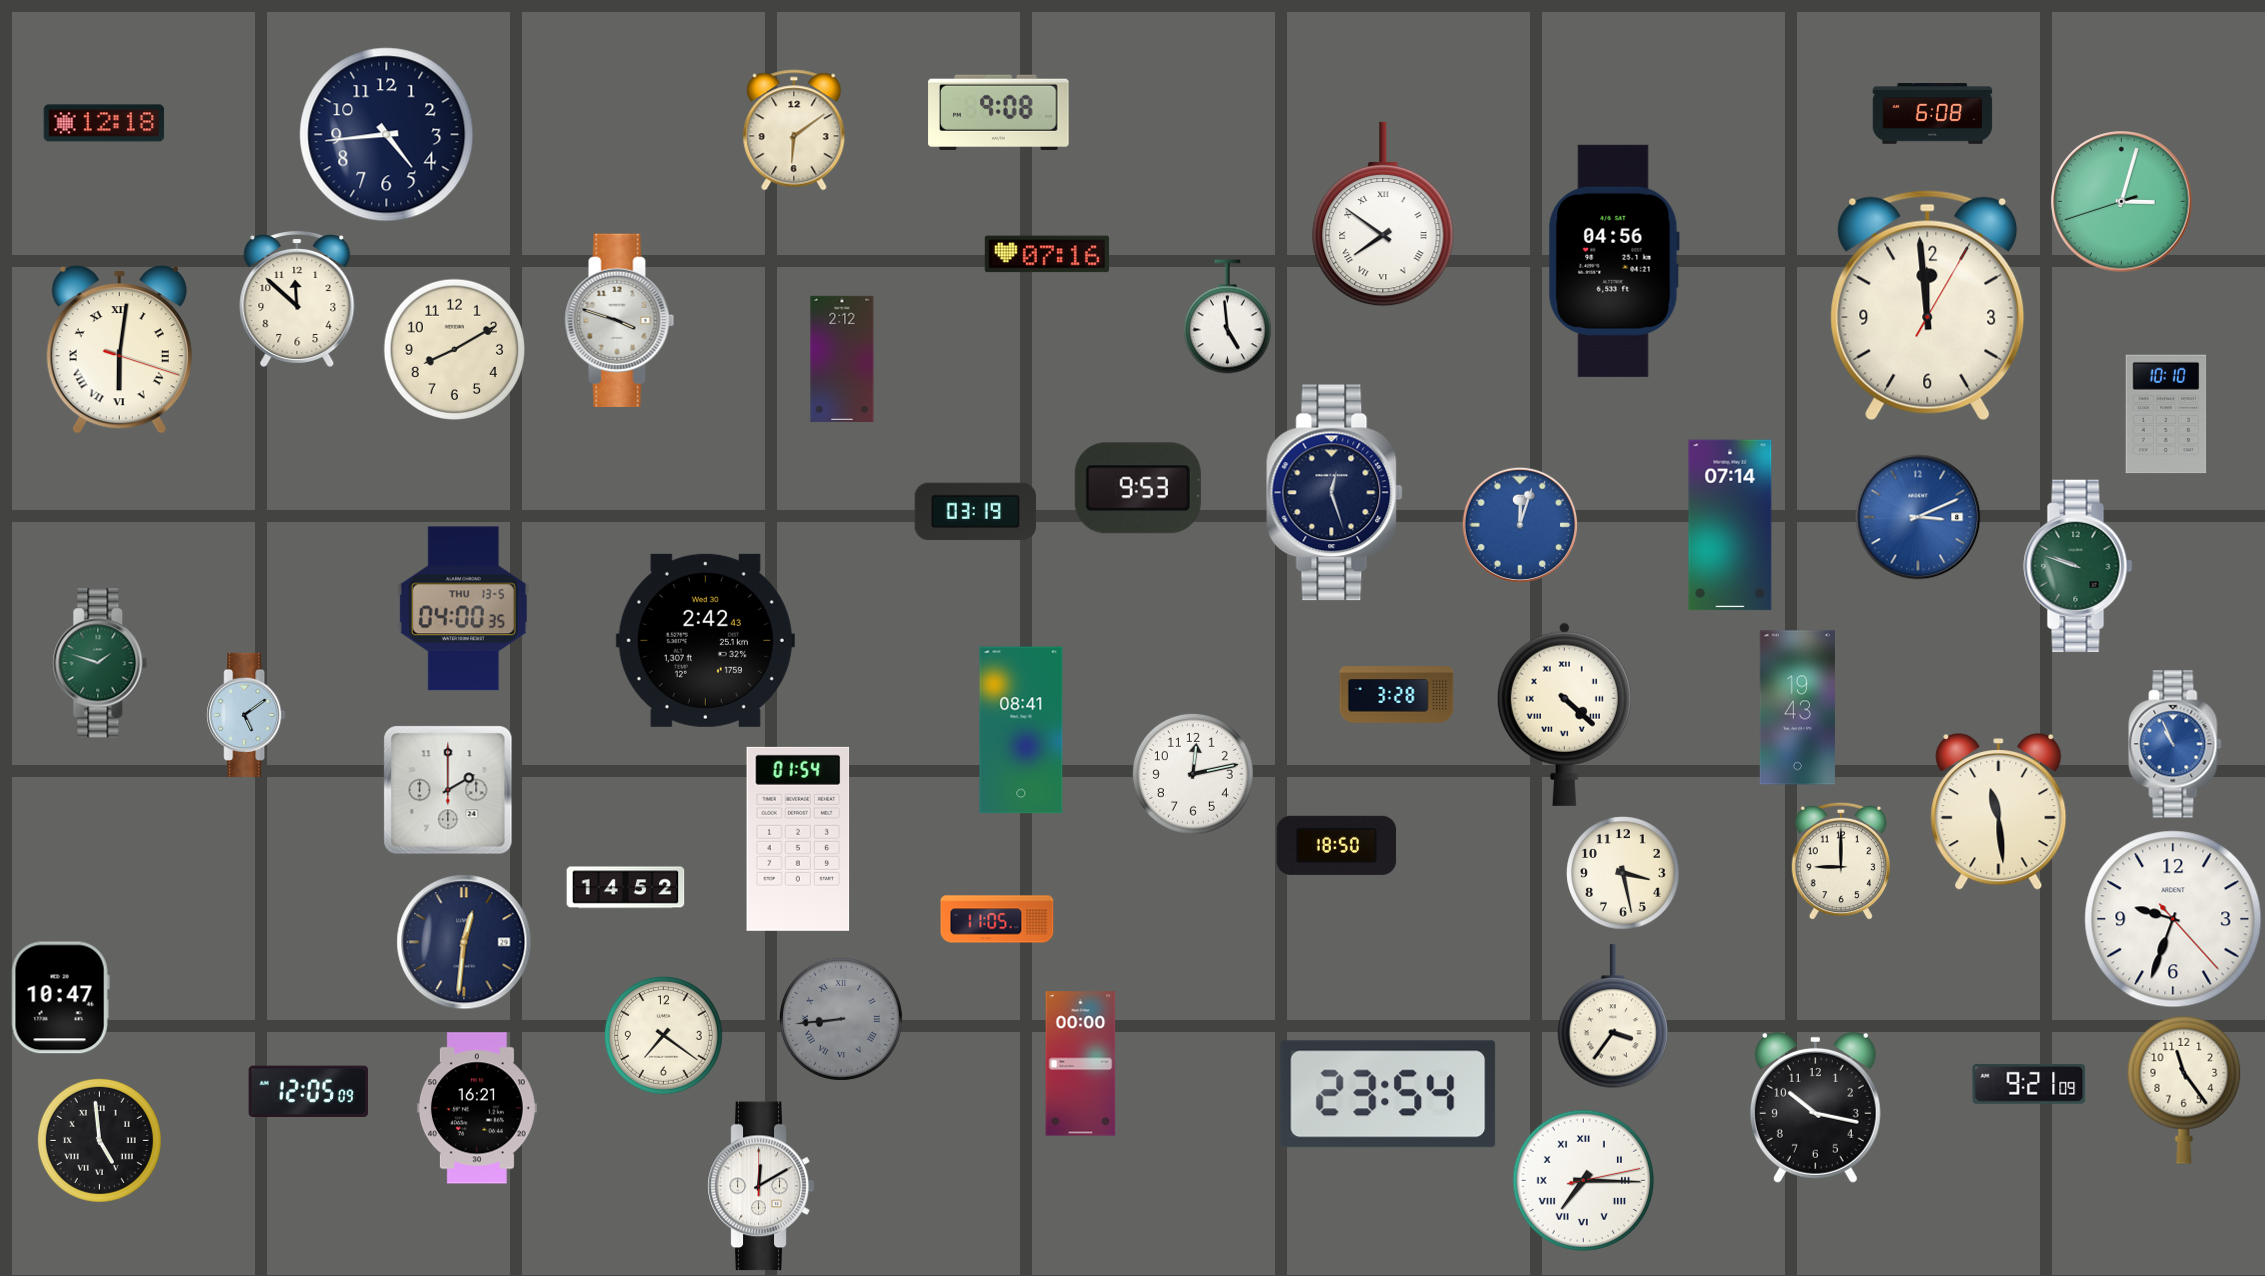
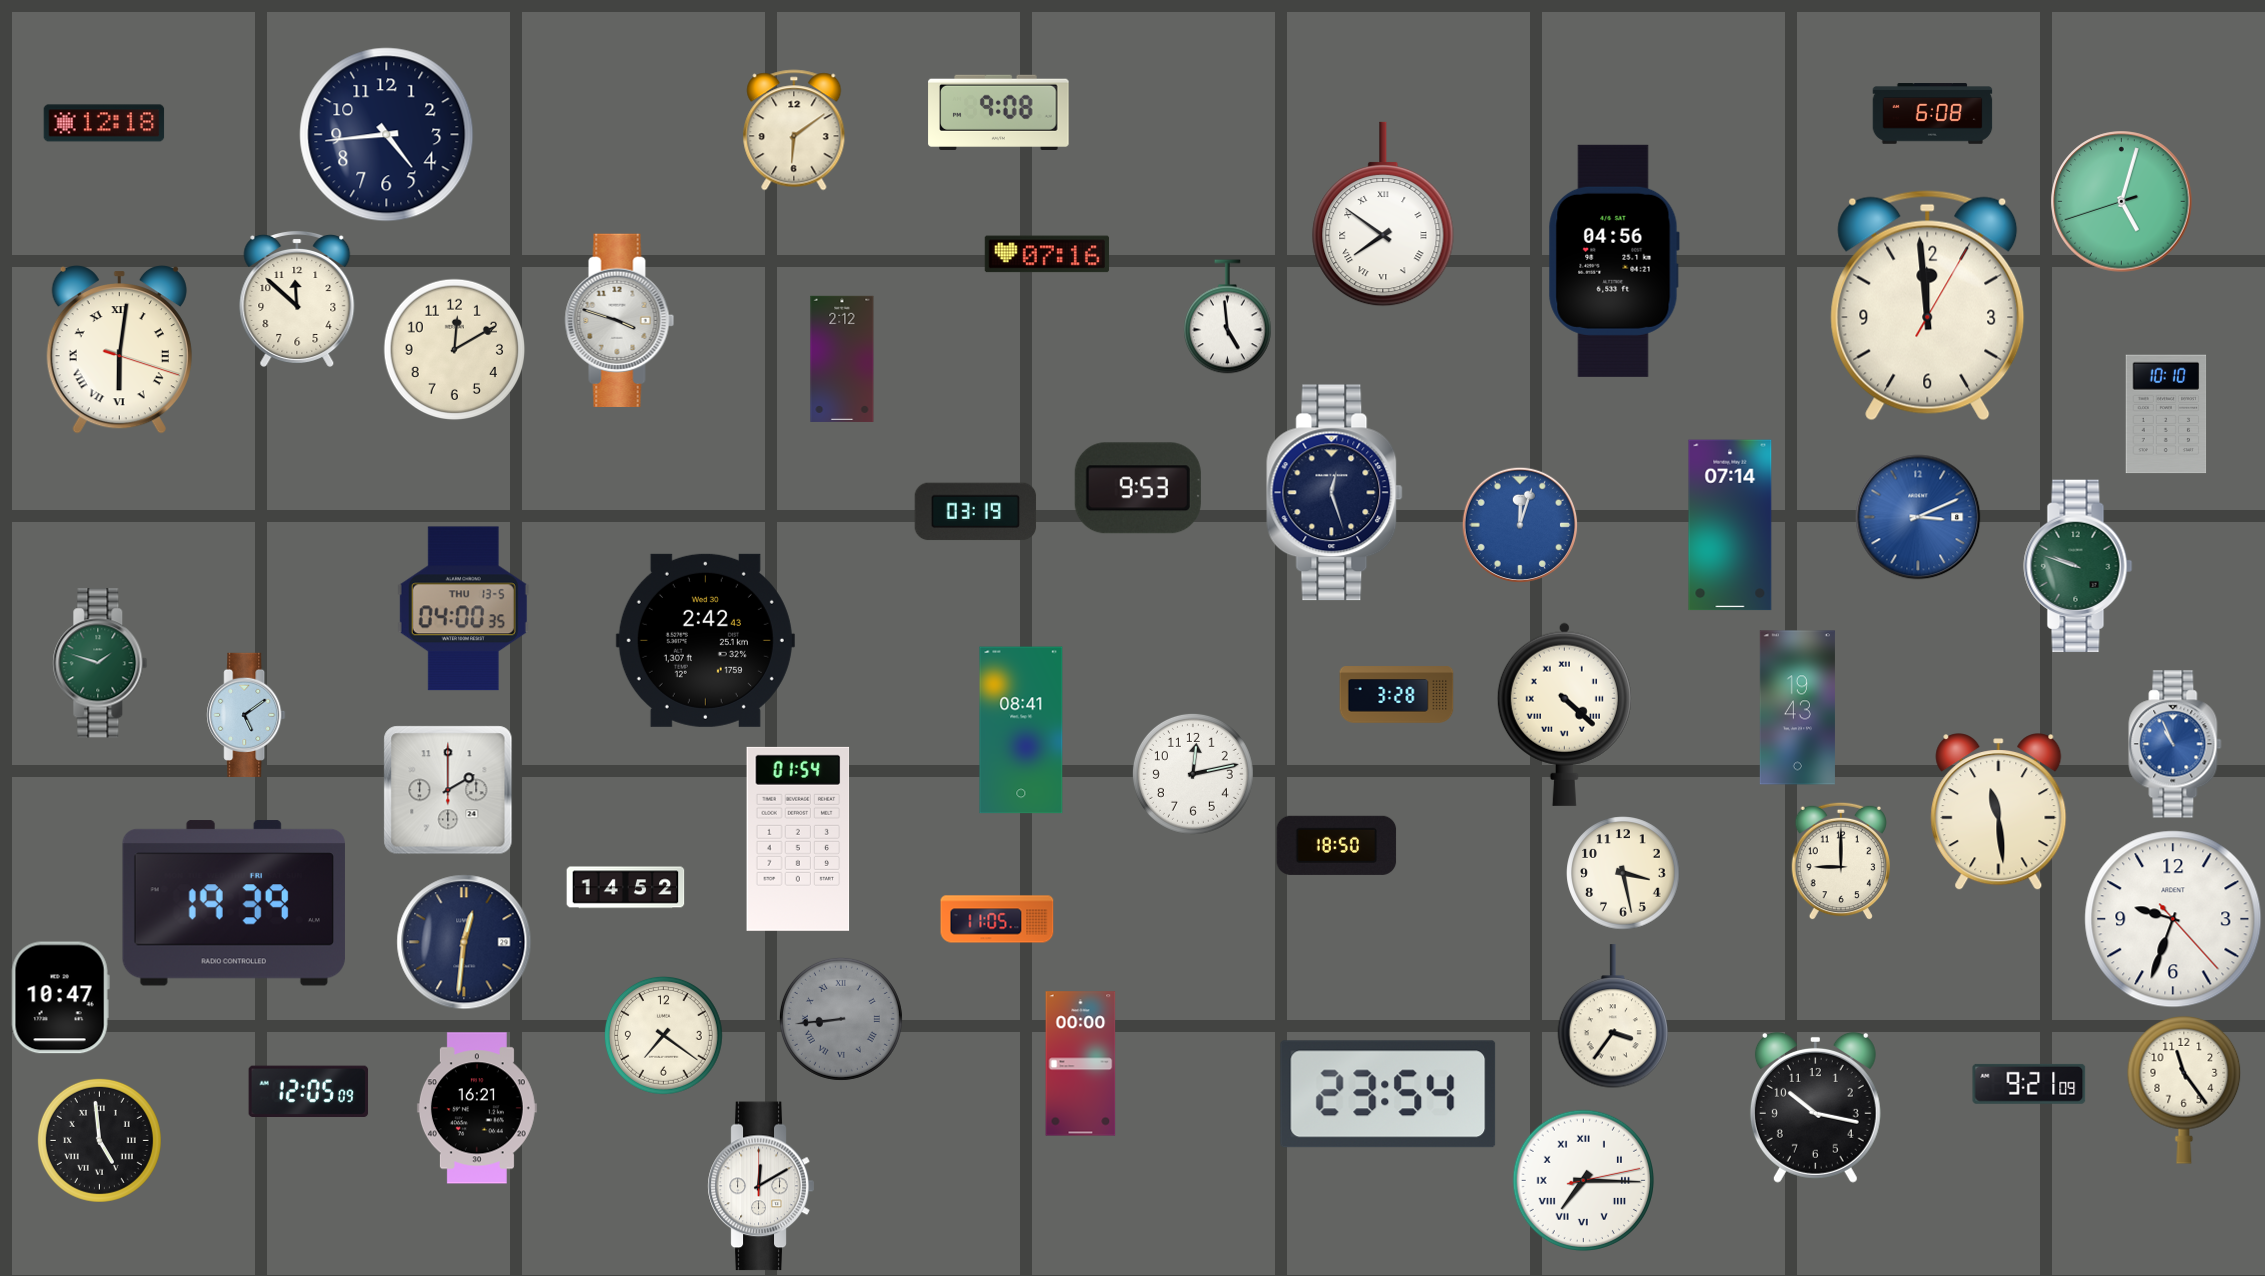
clock at (2122, 202): 3:02 -> 5:02
clock at (455, 350): 8:10 -> 12:10
clock at (234, 903): none -> 19:39
